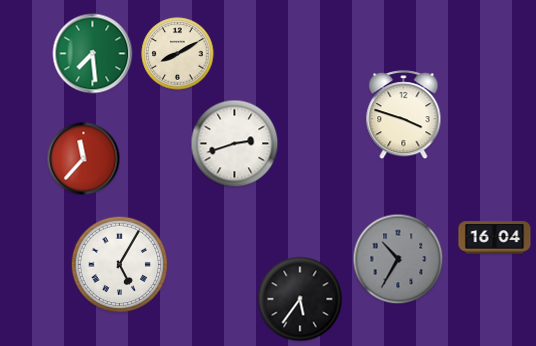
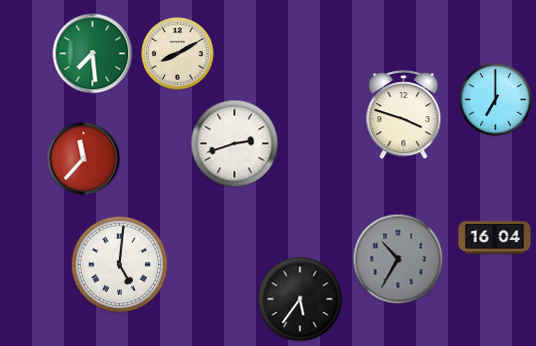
clock at (496, 100): none -> 7:00
clock at (120, 265): 5:05 -> 5:01
